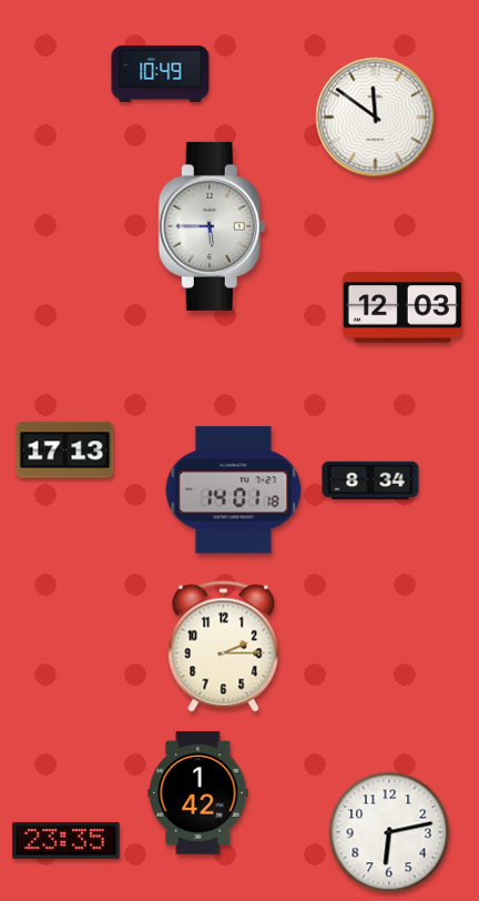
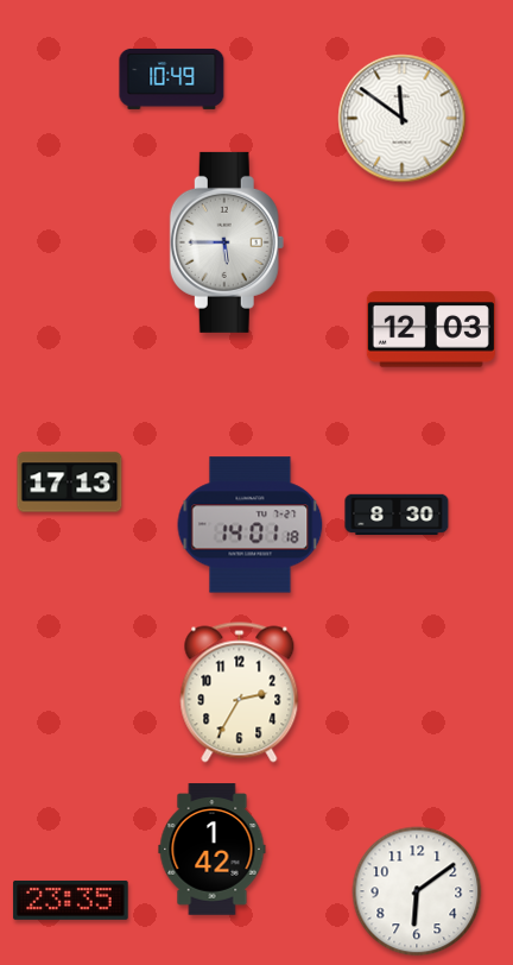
clock at (376, 118) position: (376, 118) -> (403, 119)
clock at (370, 480): 8:34 -> 8:30
clock at (224, 647): 2:15 -> 2:35
clock at (389, 832): 6:13 -> 6:09
